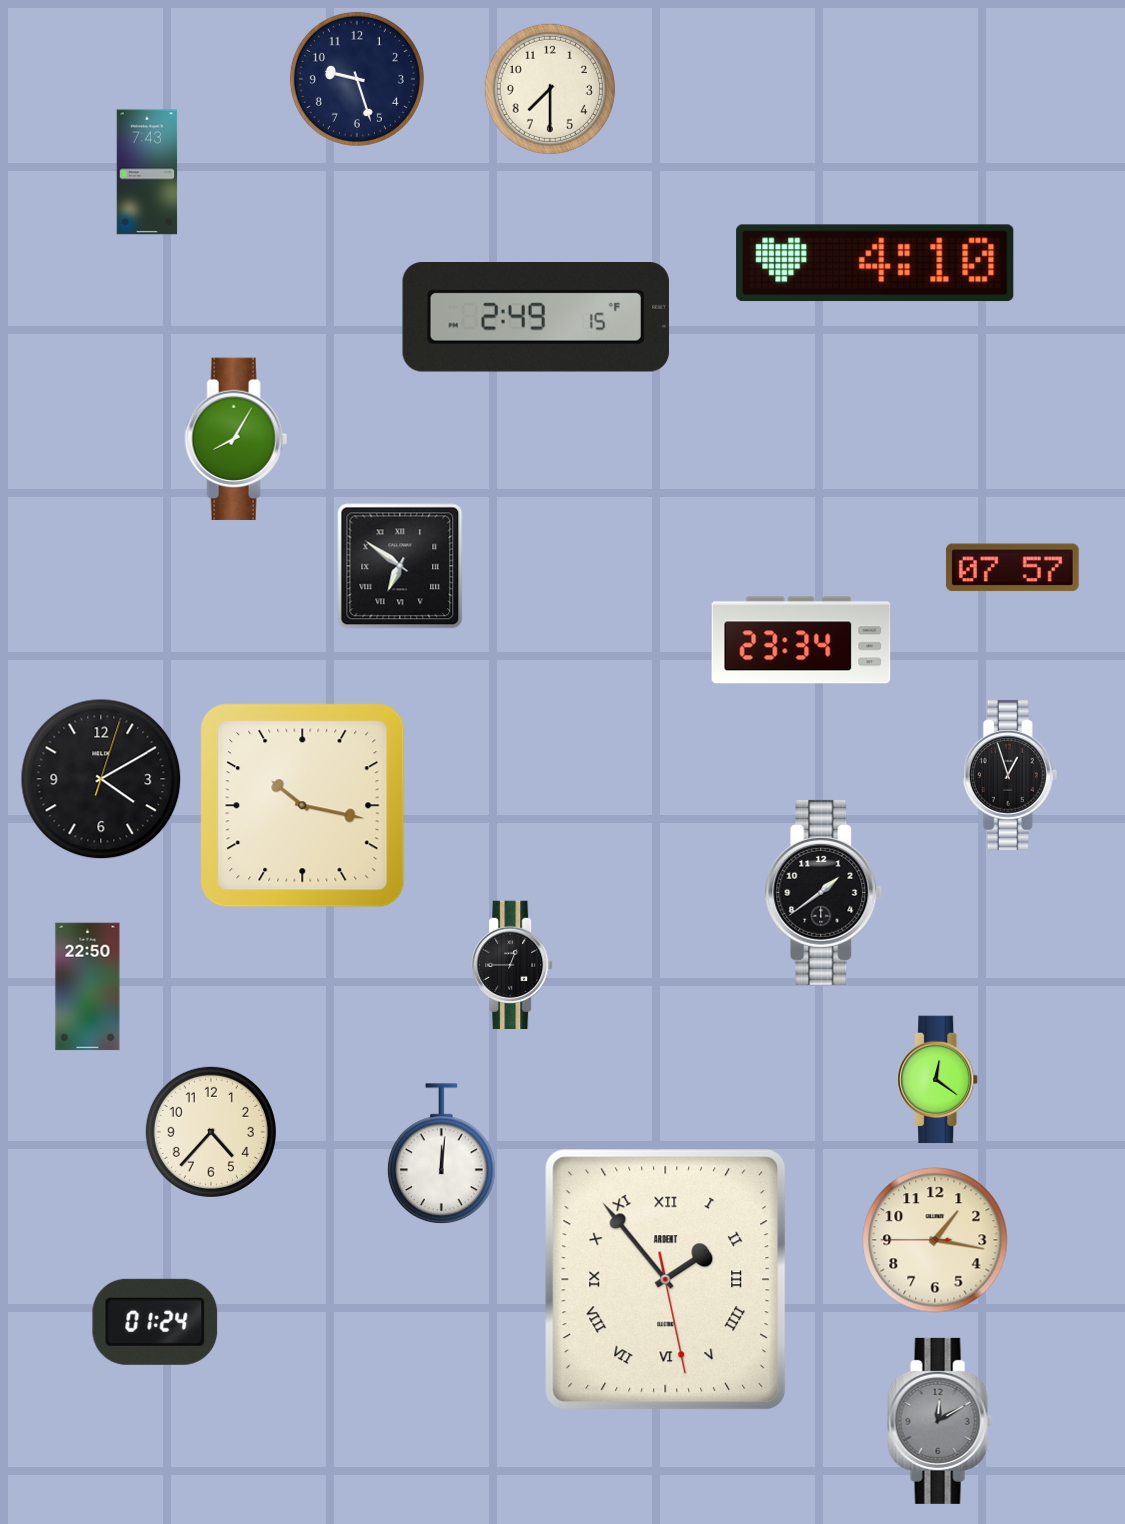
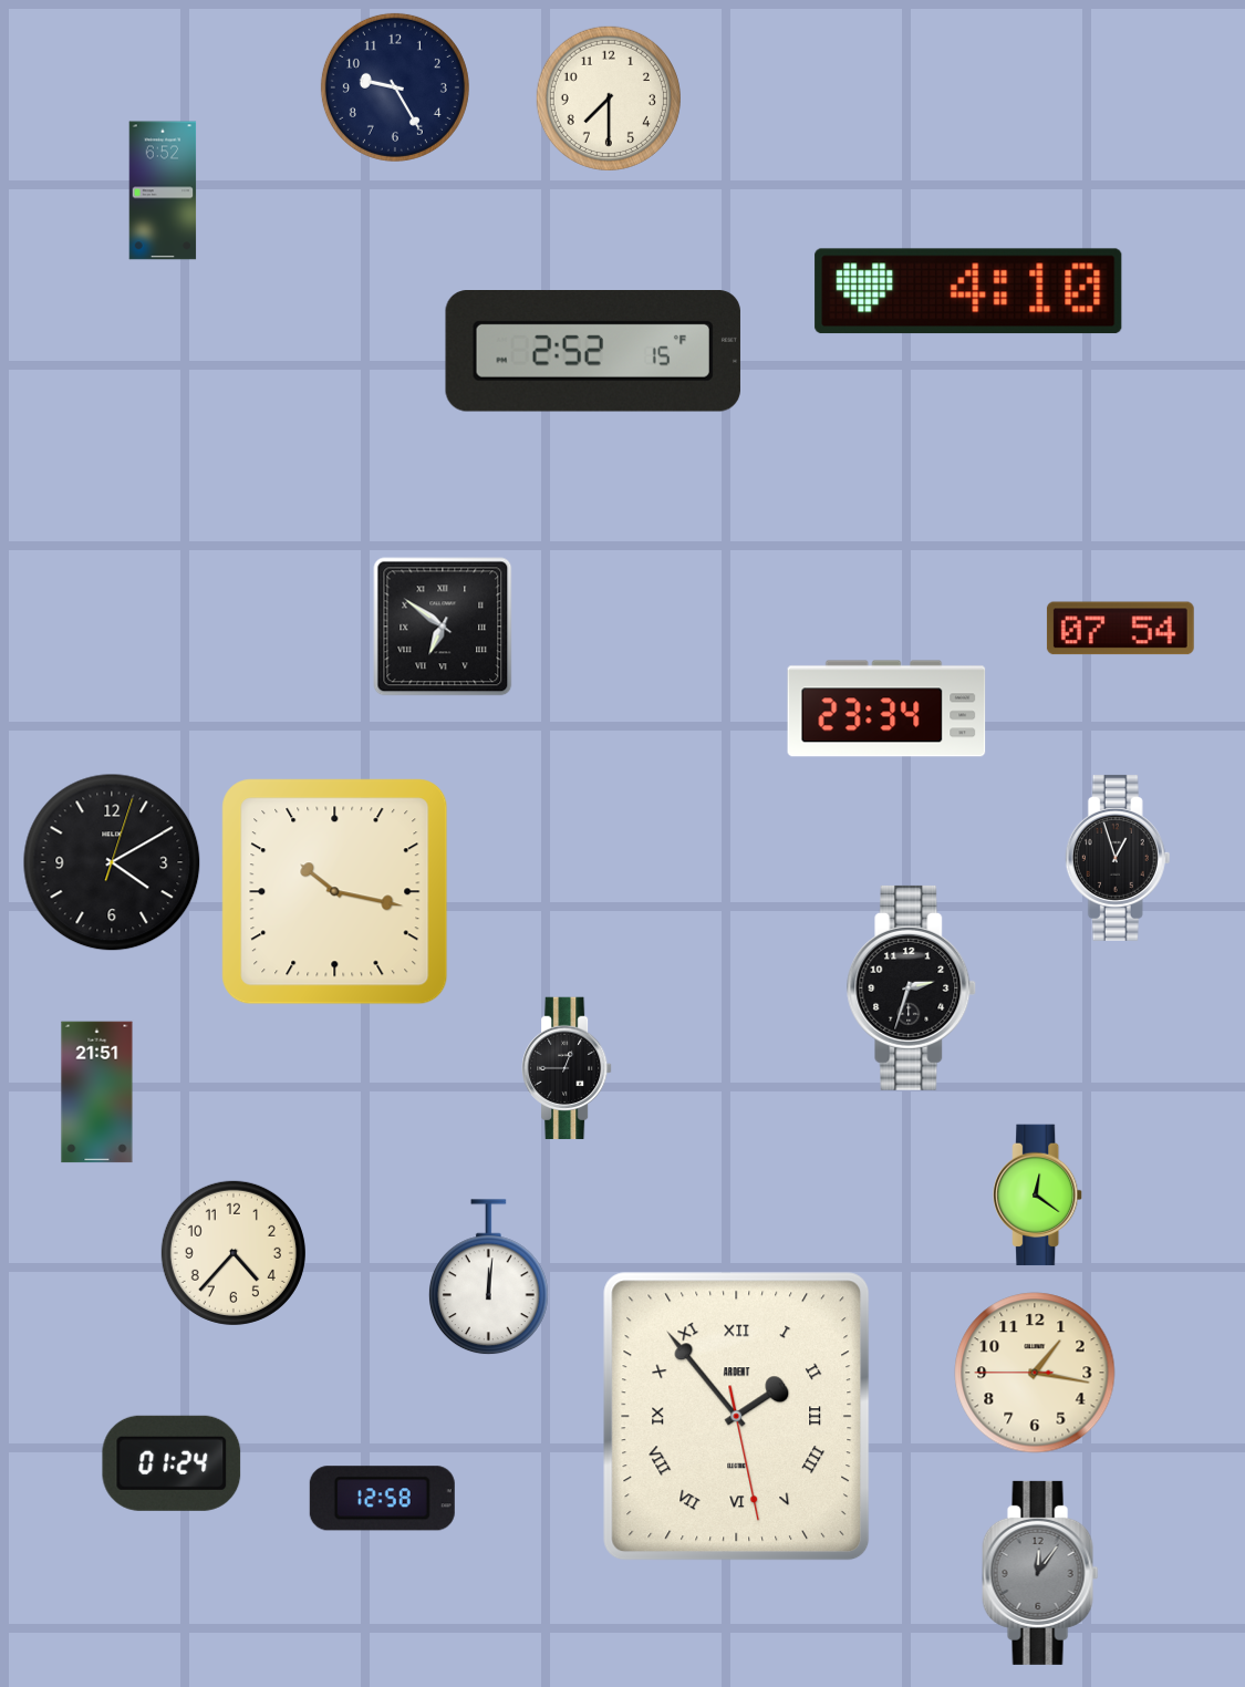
clock at (357, 79): 9:27 -> 9:25
clock at (147, 172): 7:43 -> 6:52
clock at (536, 318): 2:49 -> 2:52
clock at (236, 439): 8:05 -> none
clock at (1012, 568): 07:57 -> 07:54
clock at (824, 892): 1:39 -> 2:33
clock at (88, 987): 22:50 -> 21:51
clock at (382, 1499): none -> 12:58
clock at (940, 1421): 12:10 -> 12:06
